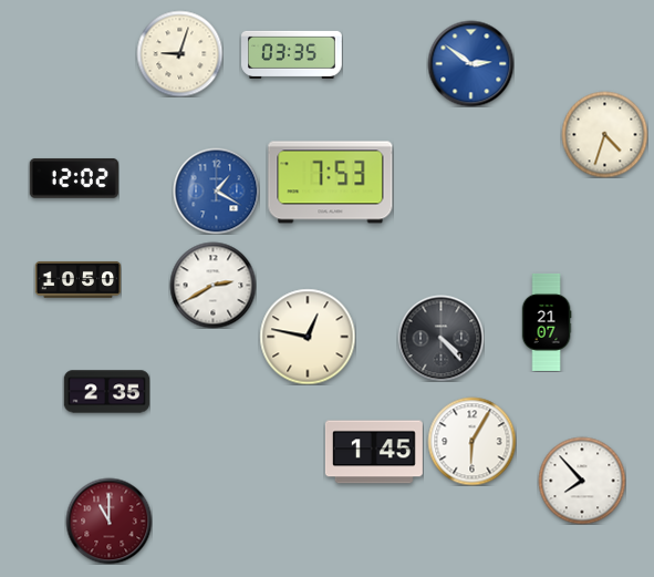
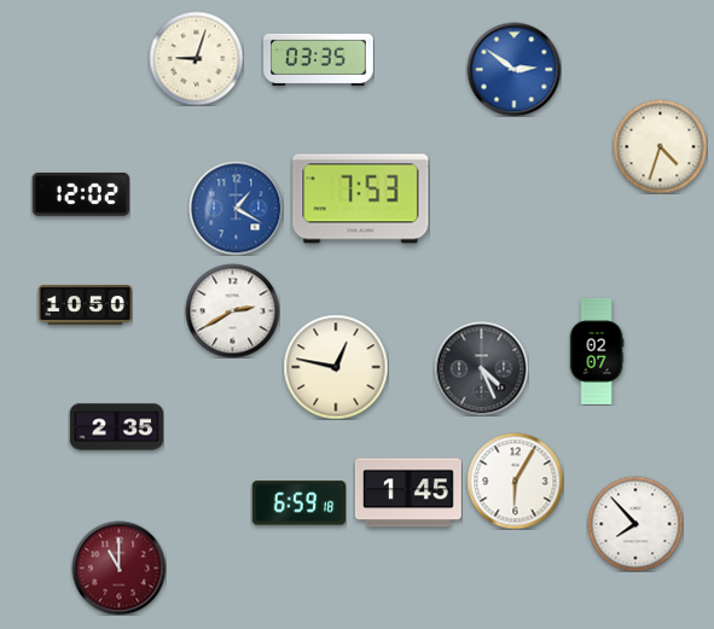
clock at (547, 322): 21:07 -> 02:07
clock at (440, 338): 4:23 -> 4:26
clock at (298, 503): none -> 6:59
